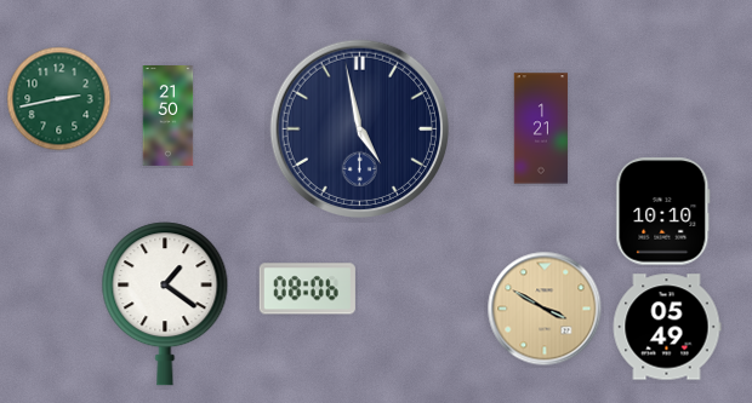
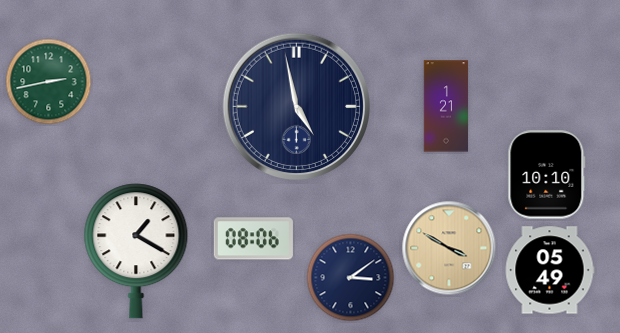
clock at (169, 116): 21:50 -> none
clock at (165, 304): 1:21 -> 1:20
clock at (545, 309) position: (545, 309) -> (449, 248)
clock at (351, 278): none -> 3:09
